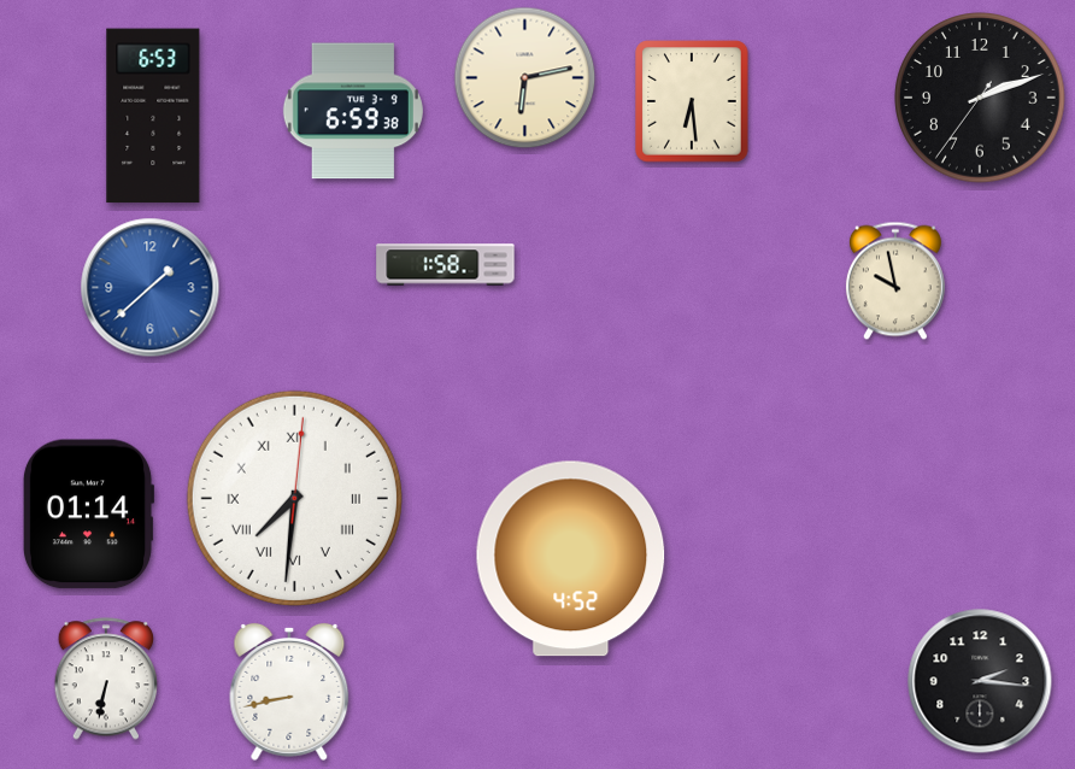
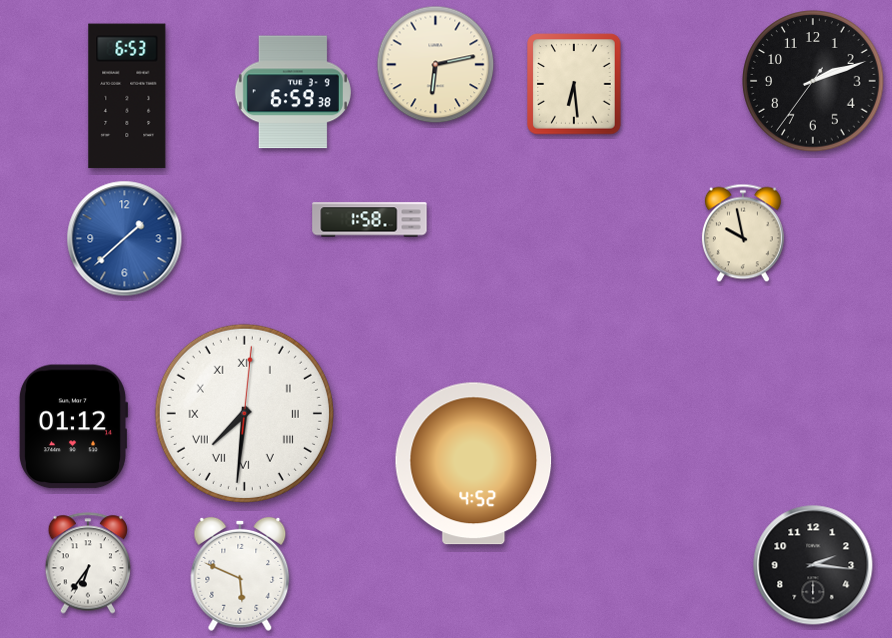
clock at (88, 515): 01:14 -> 01:12
clock at (106, 679): 6:32 -> 6:36
clock at (289, 692): 8:43 -> 5:49
